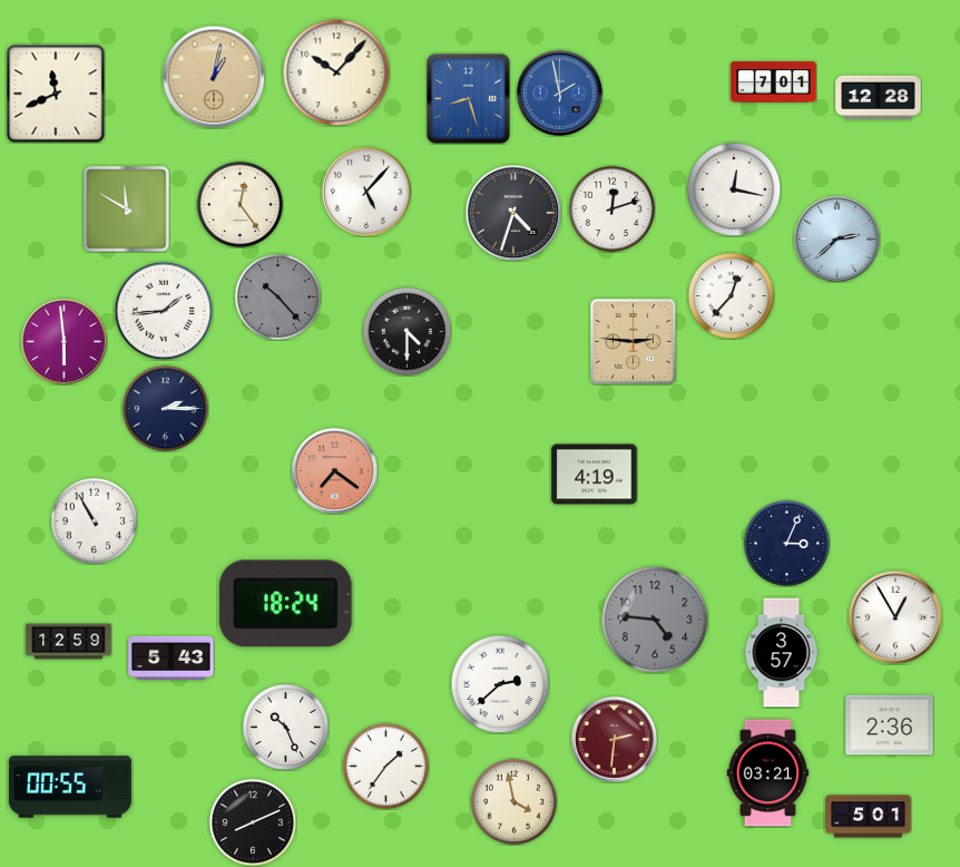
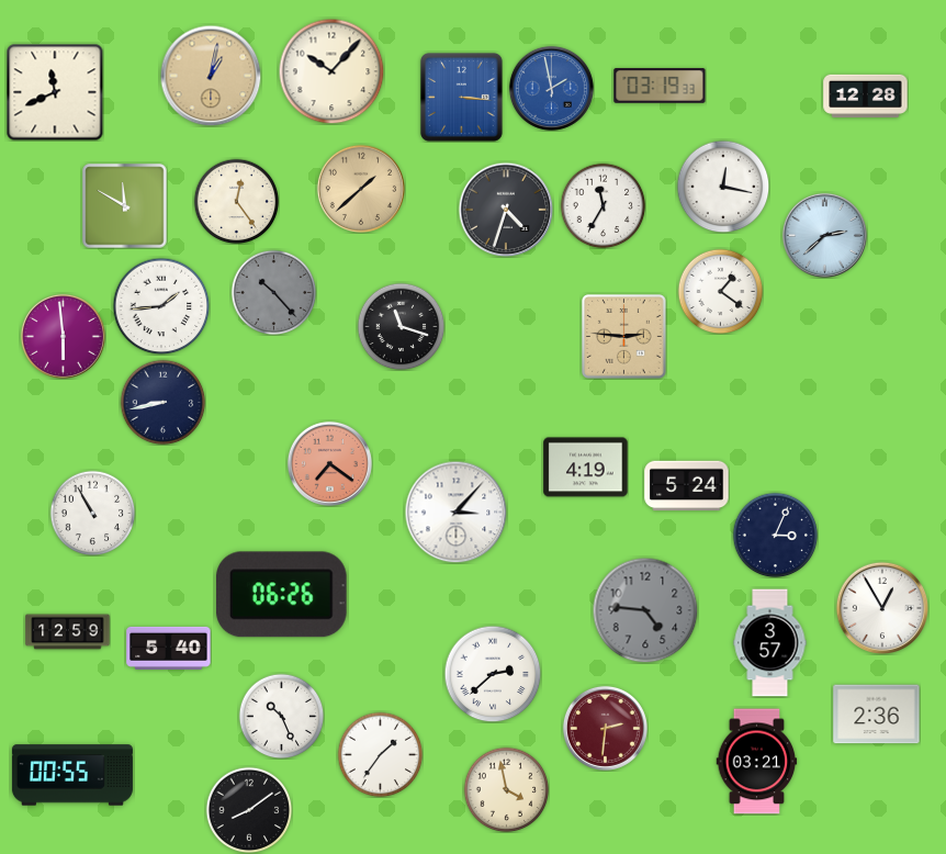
clock at (774, 82): 7:01 -> none
clock at (660, 86): none -> 03:19
clock at (559, 92) position: (559, 92) -> (551, 88)
clock at (468, 98): 8:27 -> 3:16
clock at (366, 192): 5:07 -> 1:38
clock at (366, 192) dial: white -> champagne
clock at (611, 208): 12:12 -> 11:35
clock at (731, 295): 12:37 -> 1:21
clock at (406, 331): 4:30 -> 11:18
clock at (165, 408): 2:15 -> 8:43
clock at (687, 486): none -> 5:24
clock at (455, 512): none -> 3:07
clock at (286, 604): 18:24 -> 06:26
clock at (172, 657): 5:43 -> 5:40
clock at (70, 787) position: (70, 787) -> (72, 775)
clock at (869, 817): 5:01 -> none
clock at (253, 822): 8:11 -> 8:09
